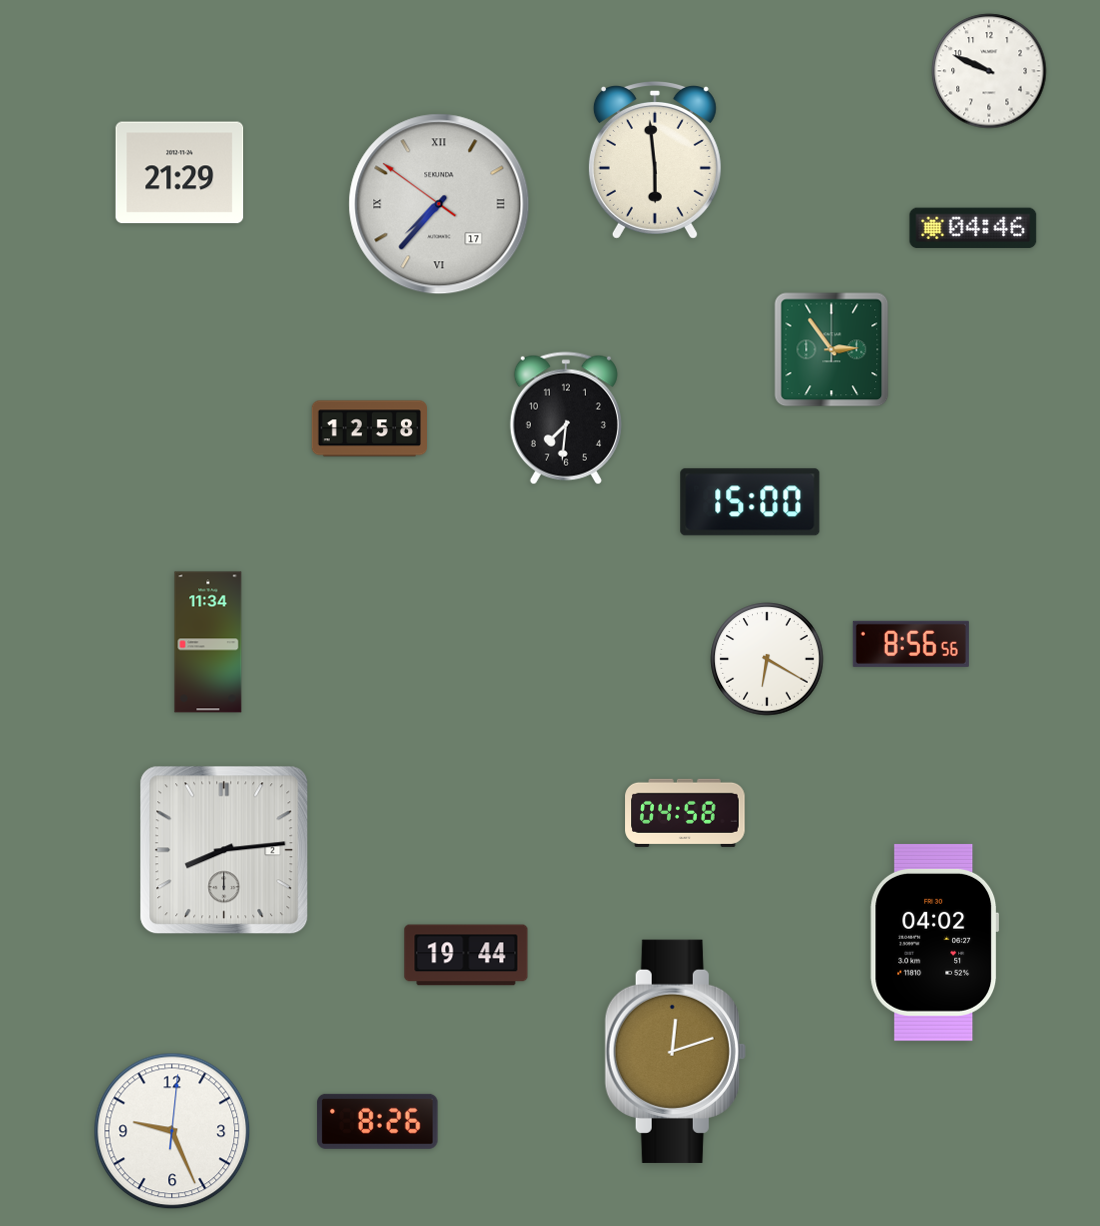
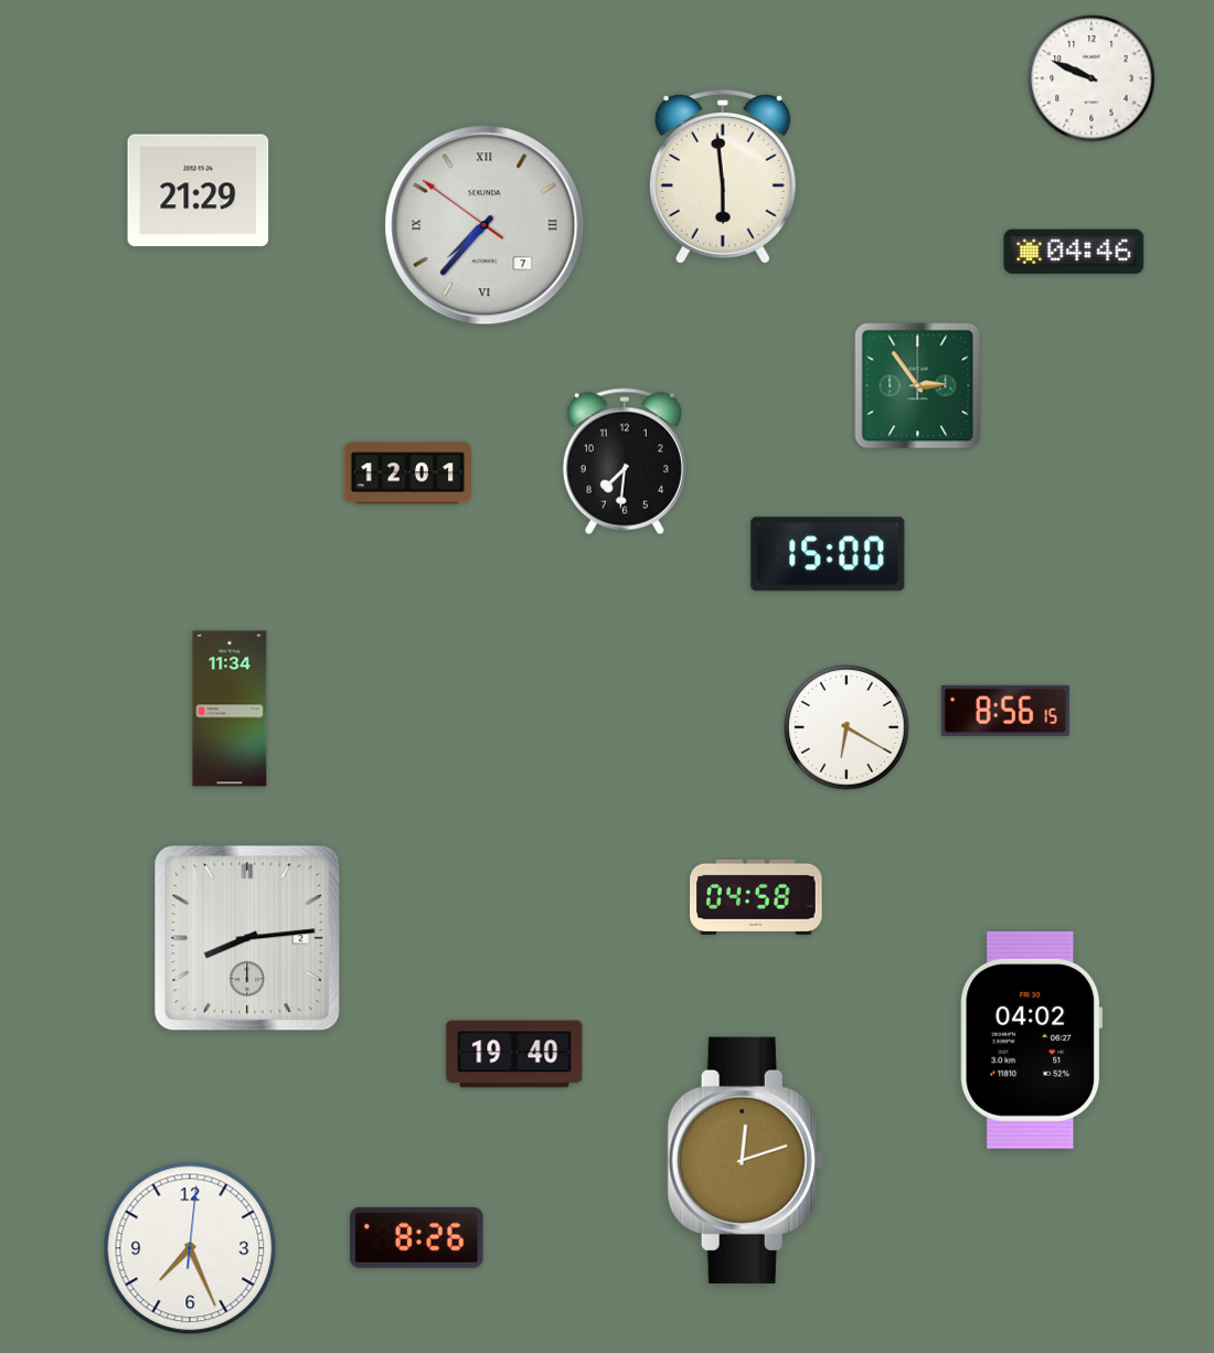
clock at (439, 204) date: 17 -> 7
clock at (369, 429): 12:58 -> 12:01
clock at (911, 644): 8:56:56 -> 8:56:15
clock at (466, 955): 19:44 -> 19:40
clock at (172, 1131): 9:26 -> 7:26
